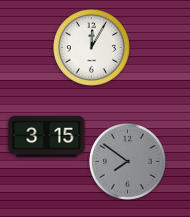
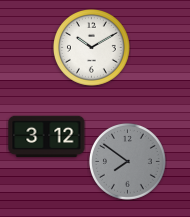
clock at (91, 47): 12:05 -> 10:10
clock at (47, 137): 3:15 -> 3:12
